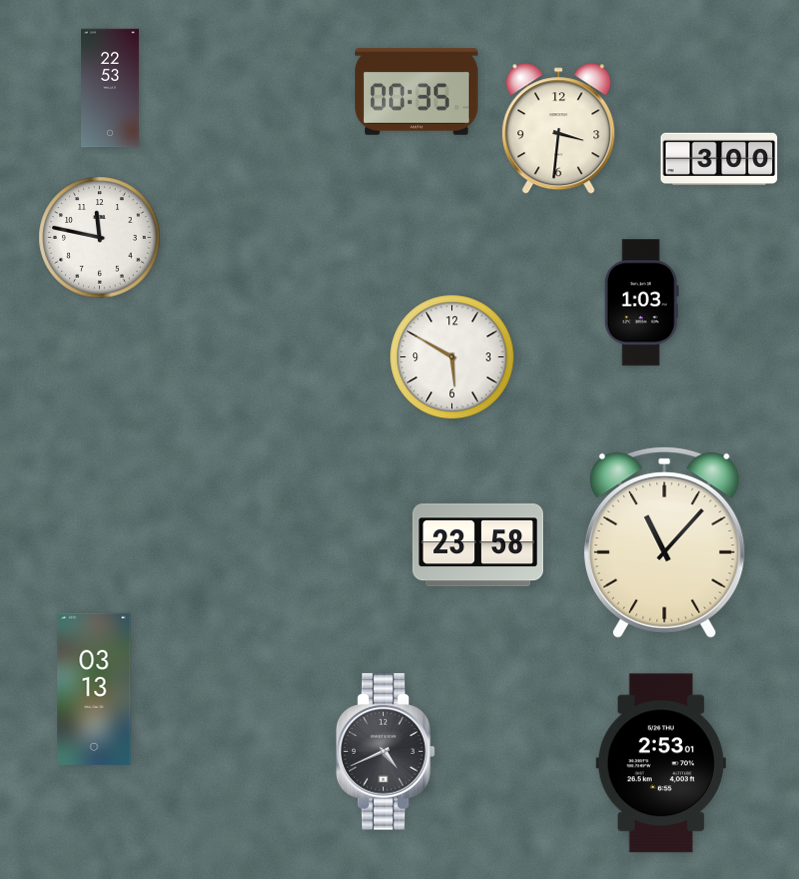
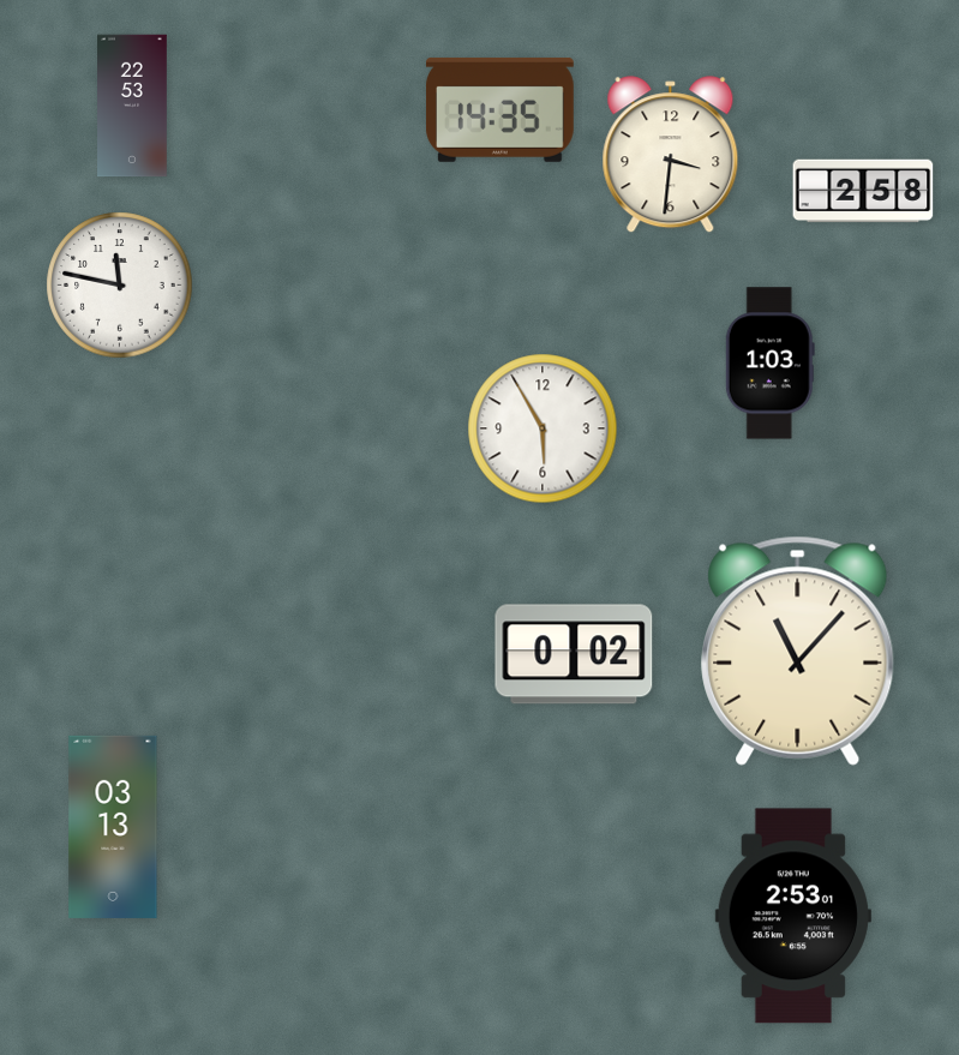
clock at (416, 91): 00:35 -> 14:35
clock at (719, 159): 3:00 -> 2:58
clock at (452, 357): 5:50 -> 5:55
clock at (478, 545): 23:58 -> 0:02
clock at (386, 752): 4:41 -> none
